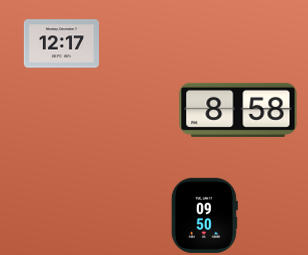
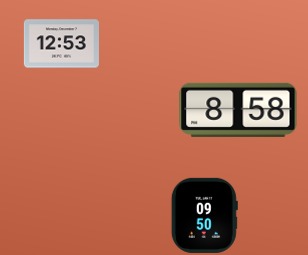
clock at (61, 44): 12:17 -> 12:53
